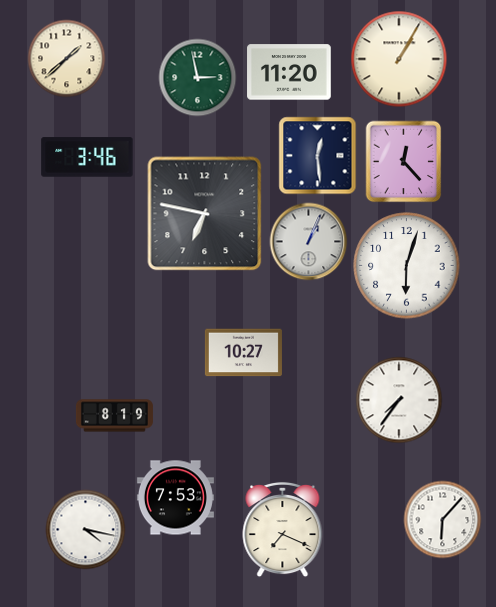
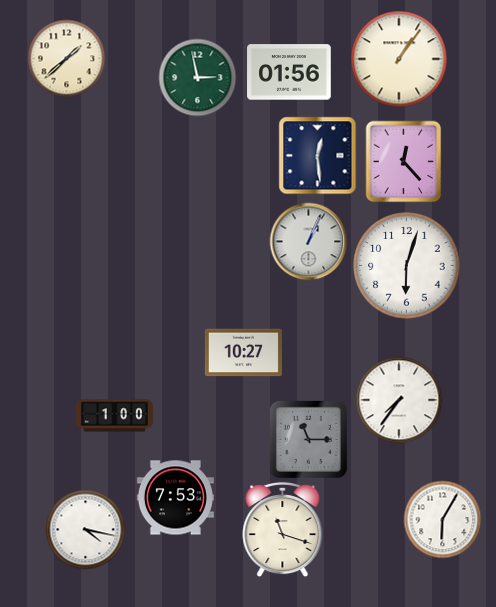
clock at (399, 59): 1:05 -> 1:06
clock at (289, 72): 11:20 -> 01:56
clock at (87, 157): 3:46 -> none
clock at (205, 214): 6:47 -> none
clock at (114, 416): 8:19 -> 1:00
clock at (308, 439): none -> 11:15
clock at (442, 519): 6:07 -> 6:05
clock at (283, 529): 7:19 -> 11:18
